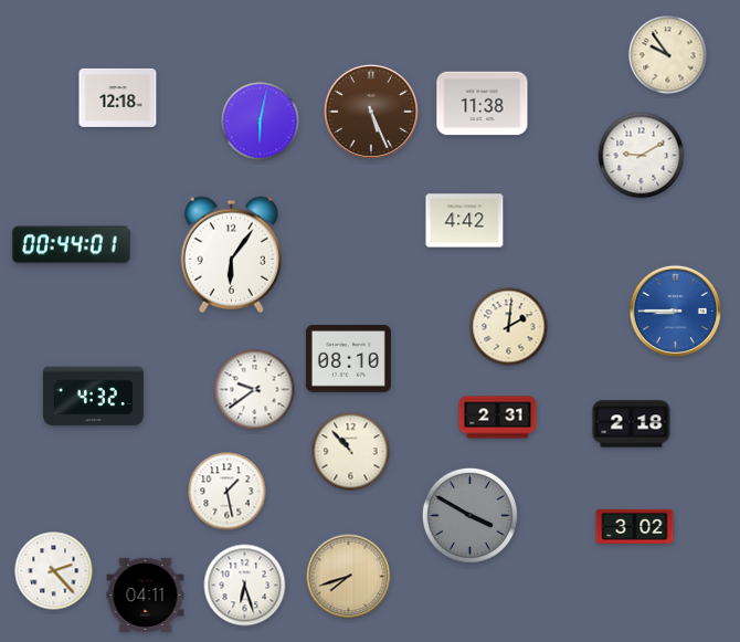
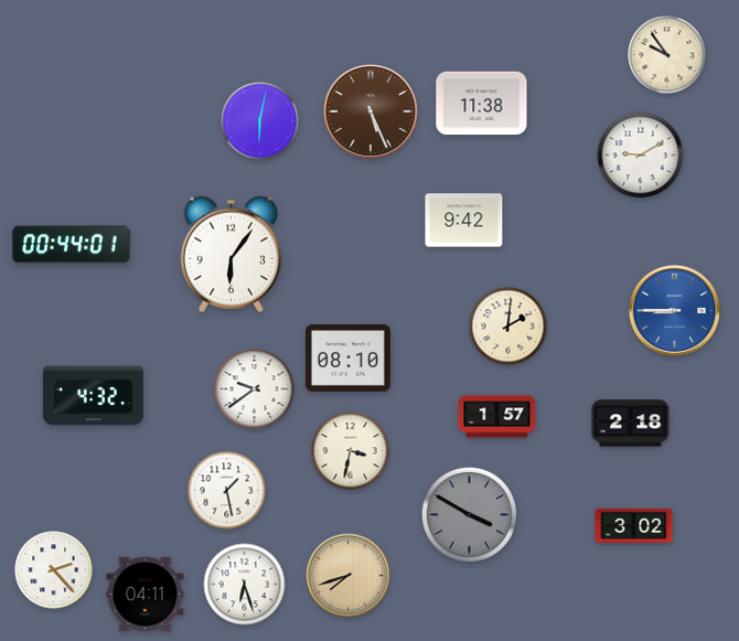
clock at (118, 97): 12:18 -> none
clock at (465, 221): 4:42 -> 9:42
clock at (498, 418): 2:31 -> 1:57
clock at (351, 452): 10:53 -> 3:32
